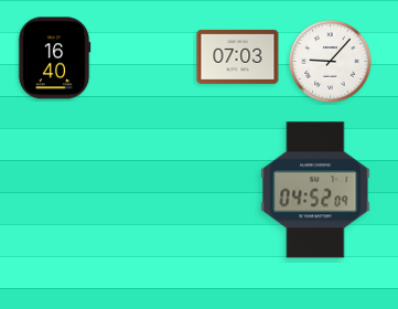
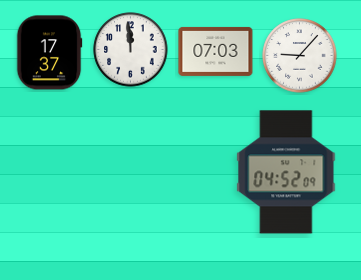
clock at (131, 50): none -> 11:59
clock at (54, 58): 16:40 -> 17:37
